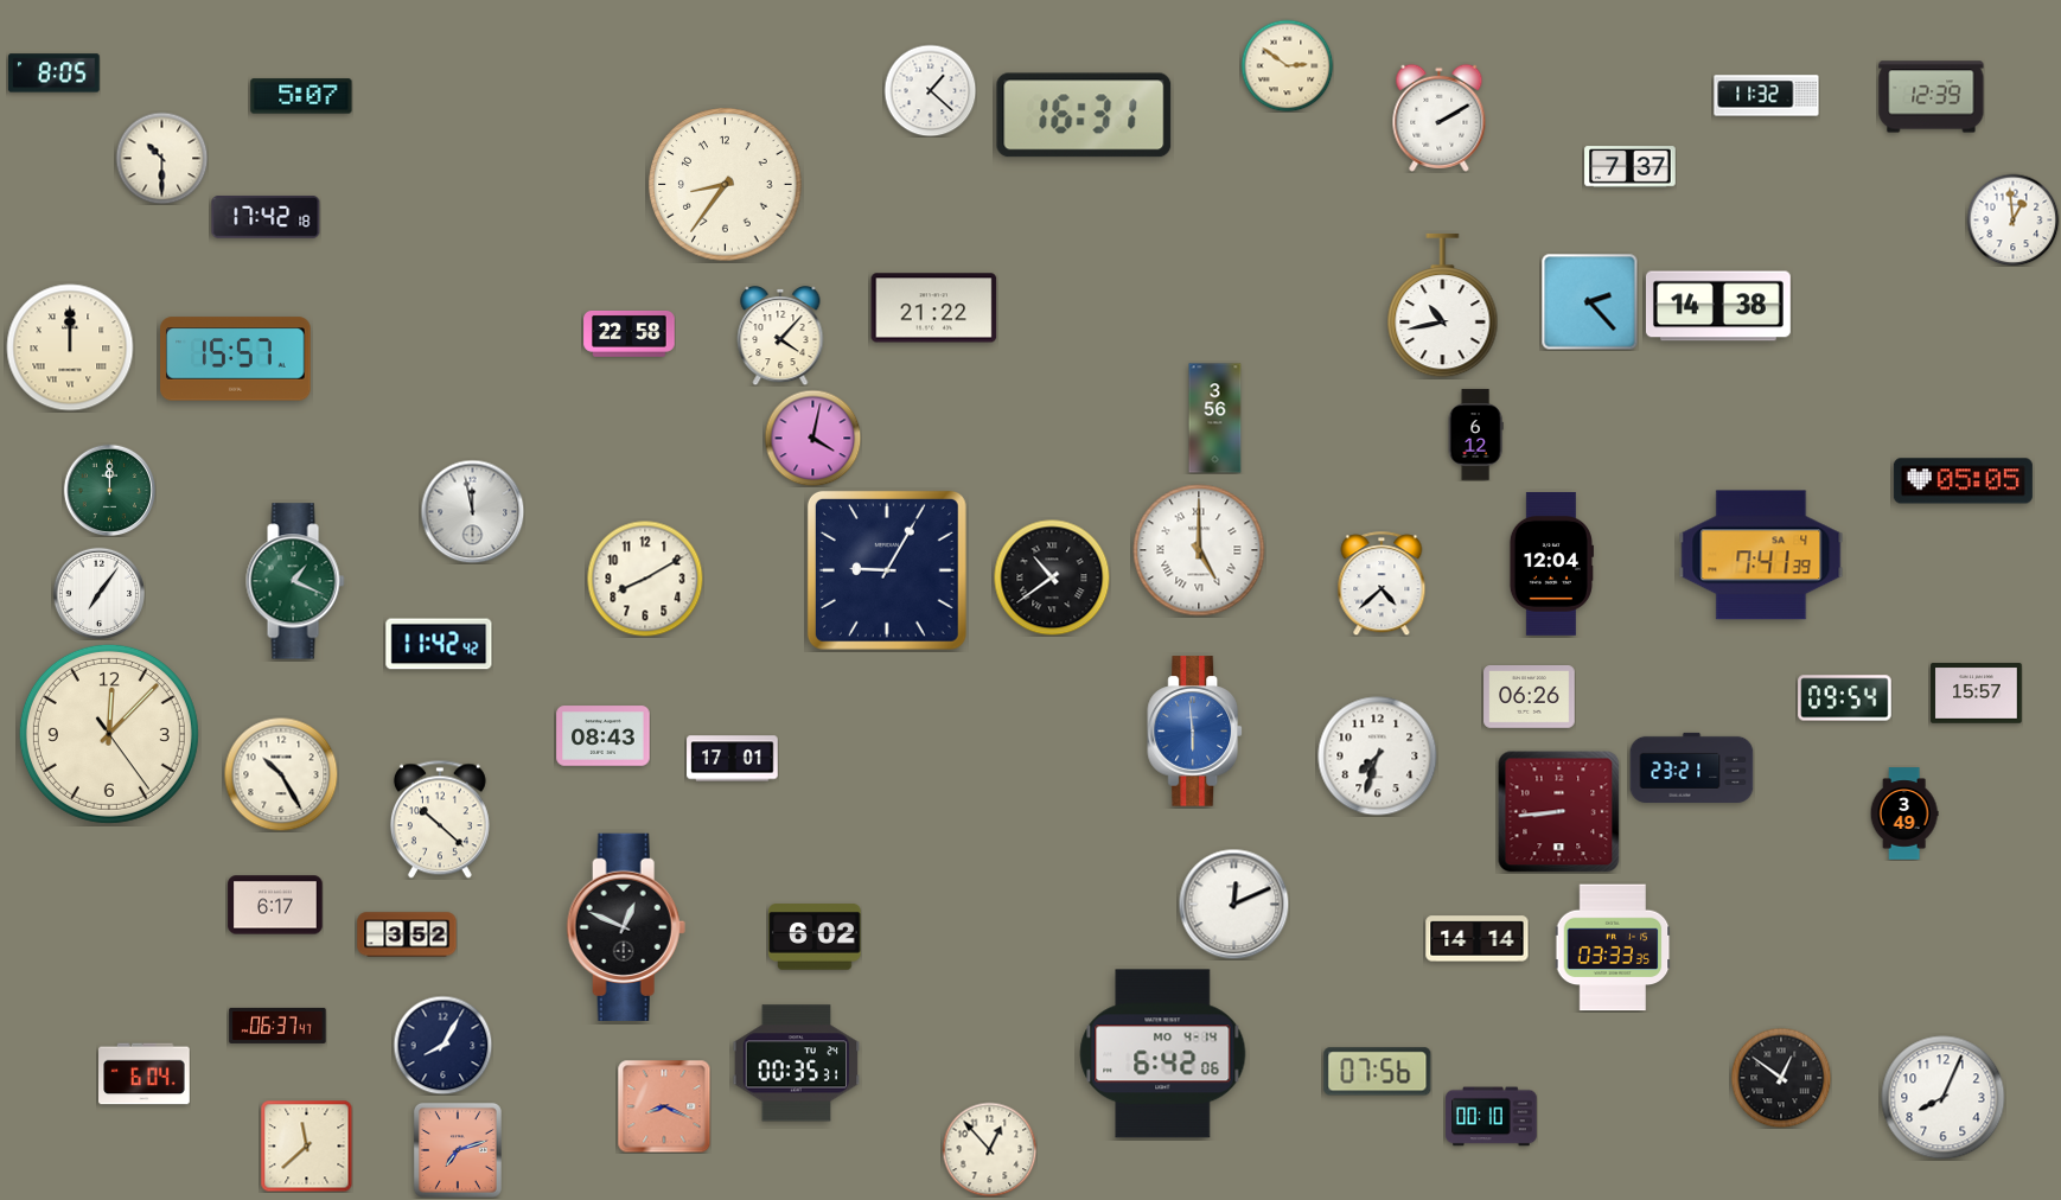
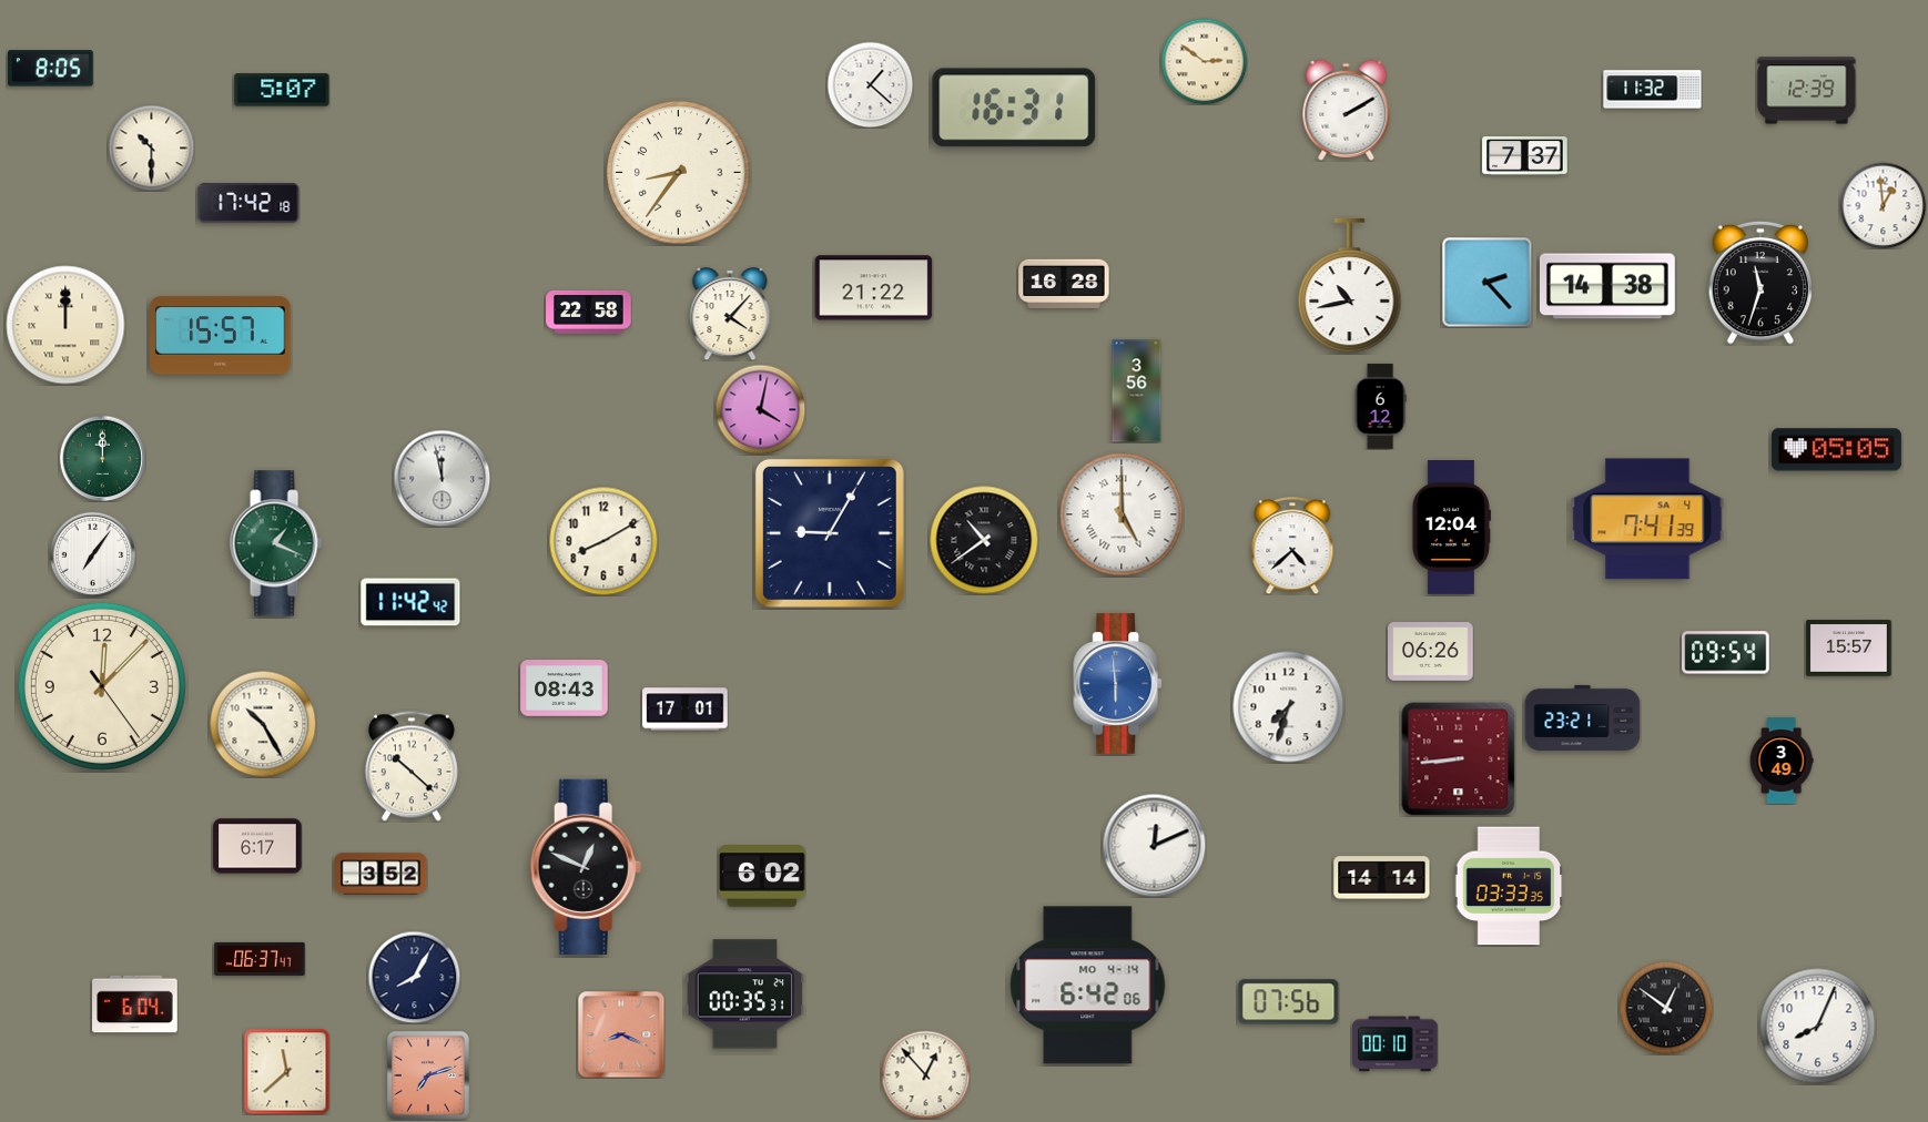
clock at (1064, 283): none -> 16:28
clock at (1760, 283): none -> 11:33
